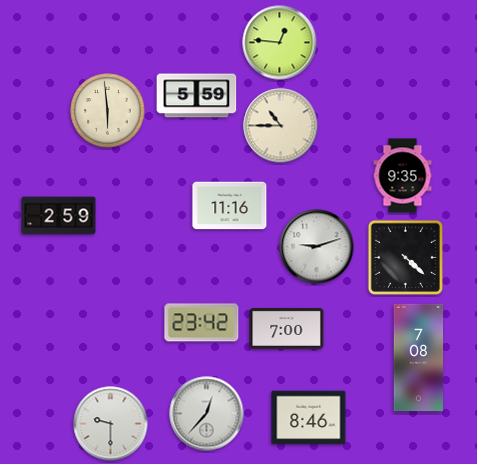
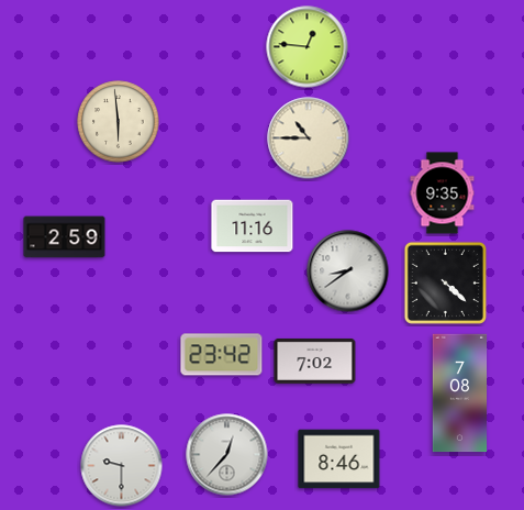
clock at (197, 96): 5:59 -> none
clock at (317, 247): 9:12 -> 8:39
clock at (287, 328): 7:00 -> 7:02
